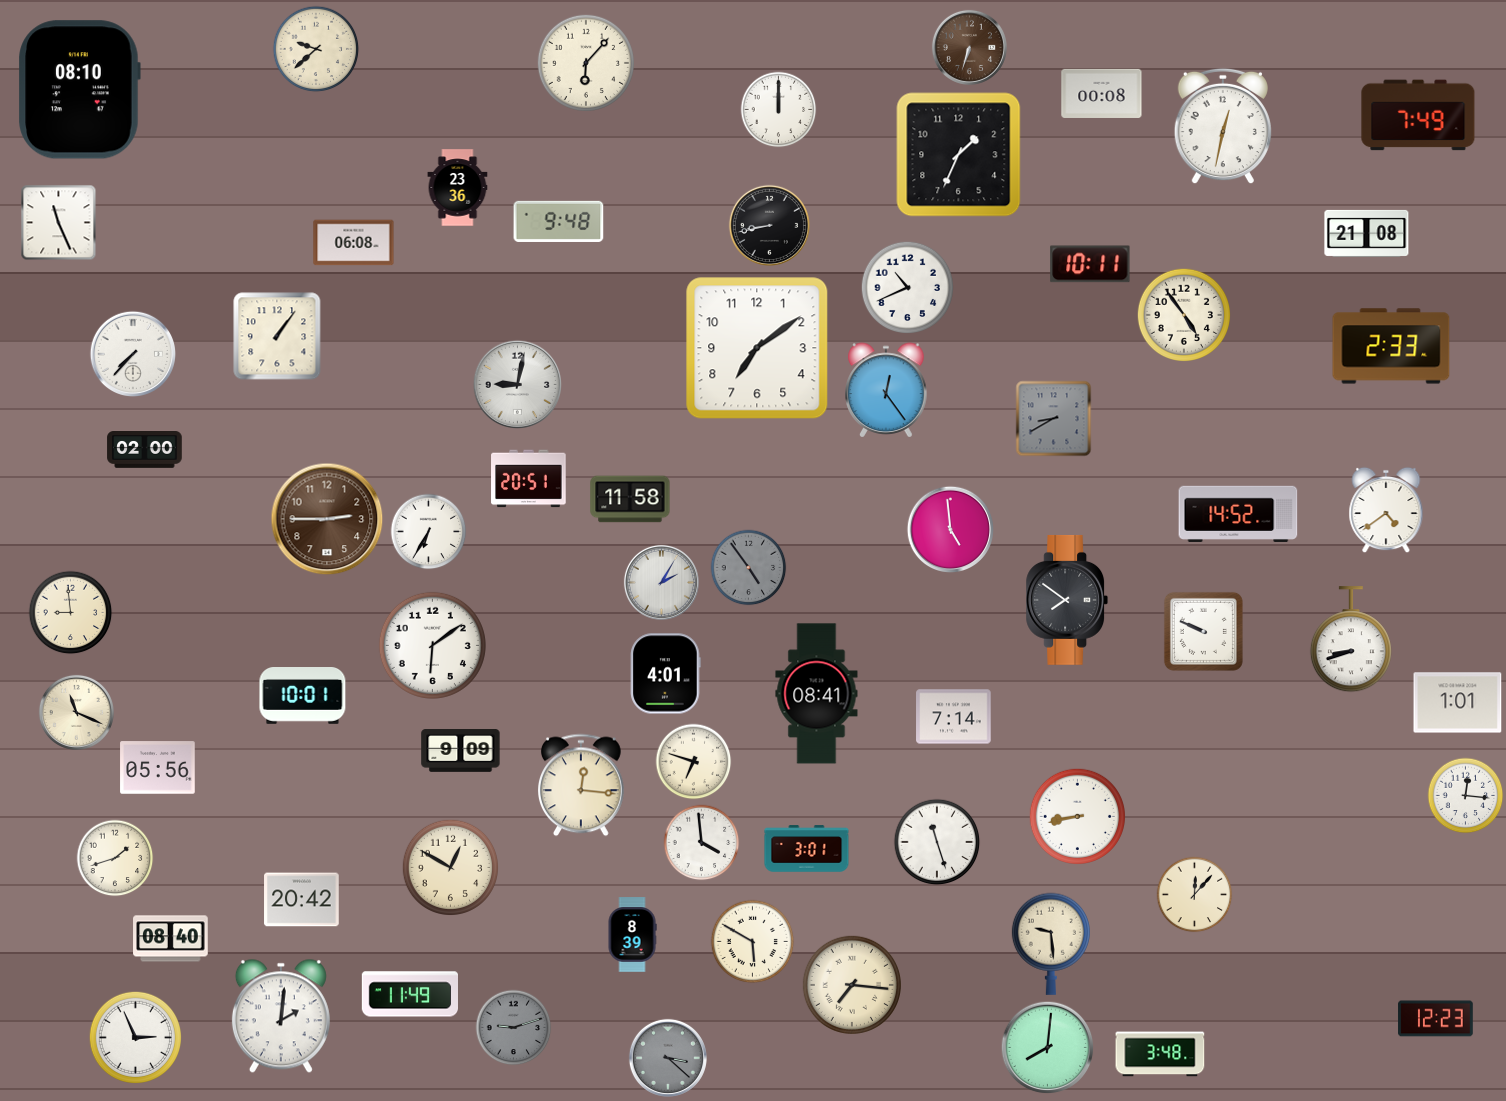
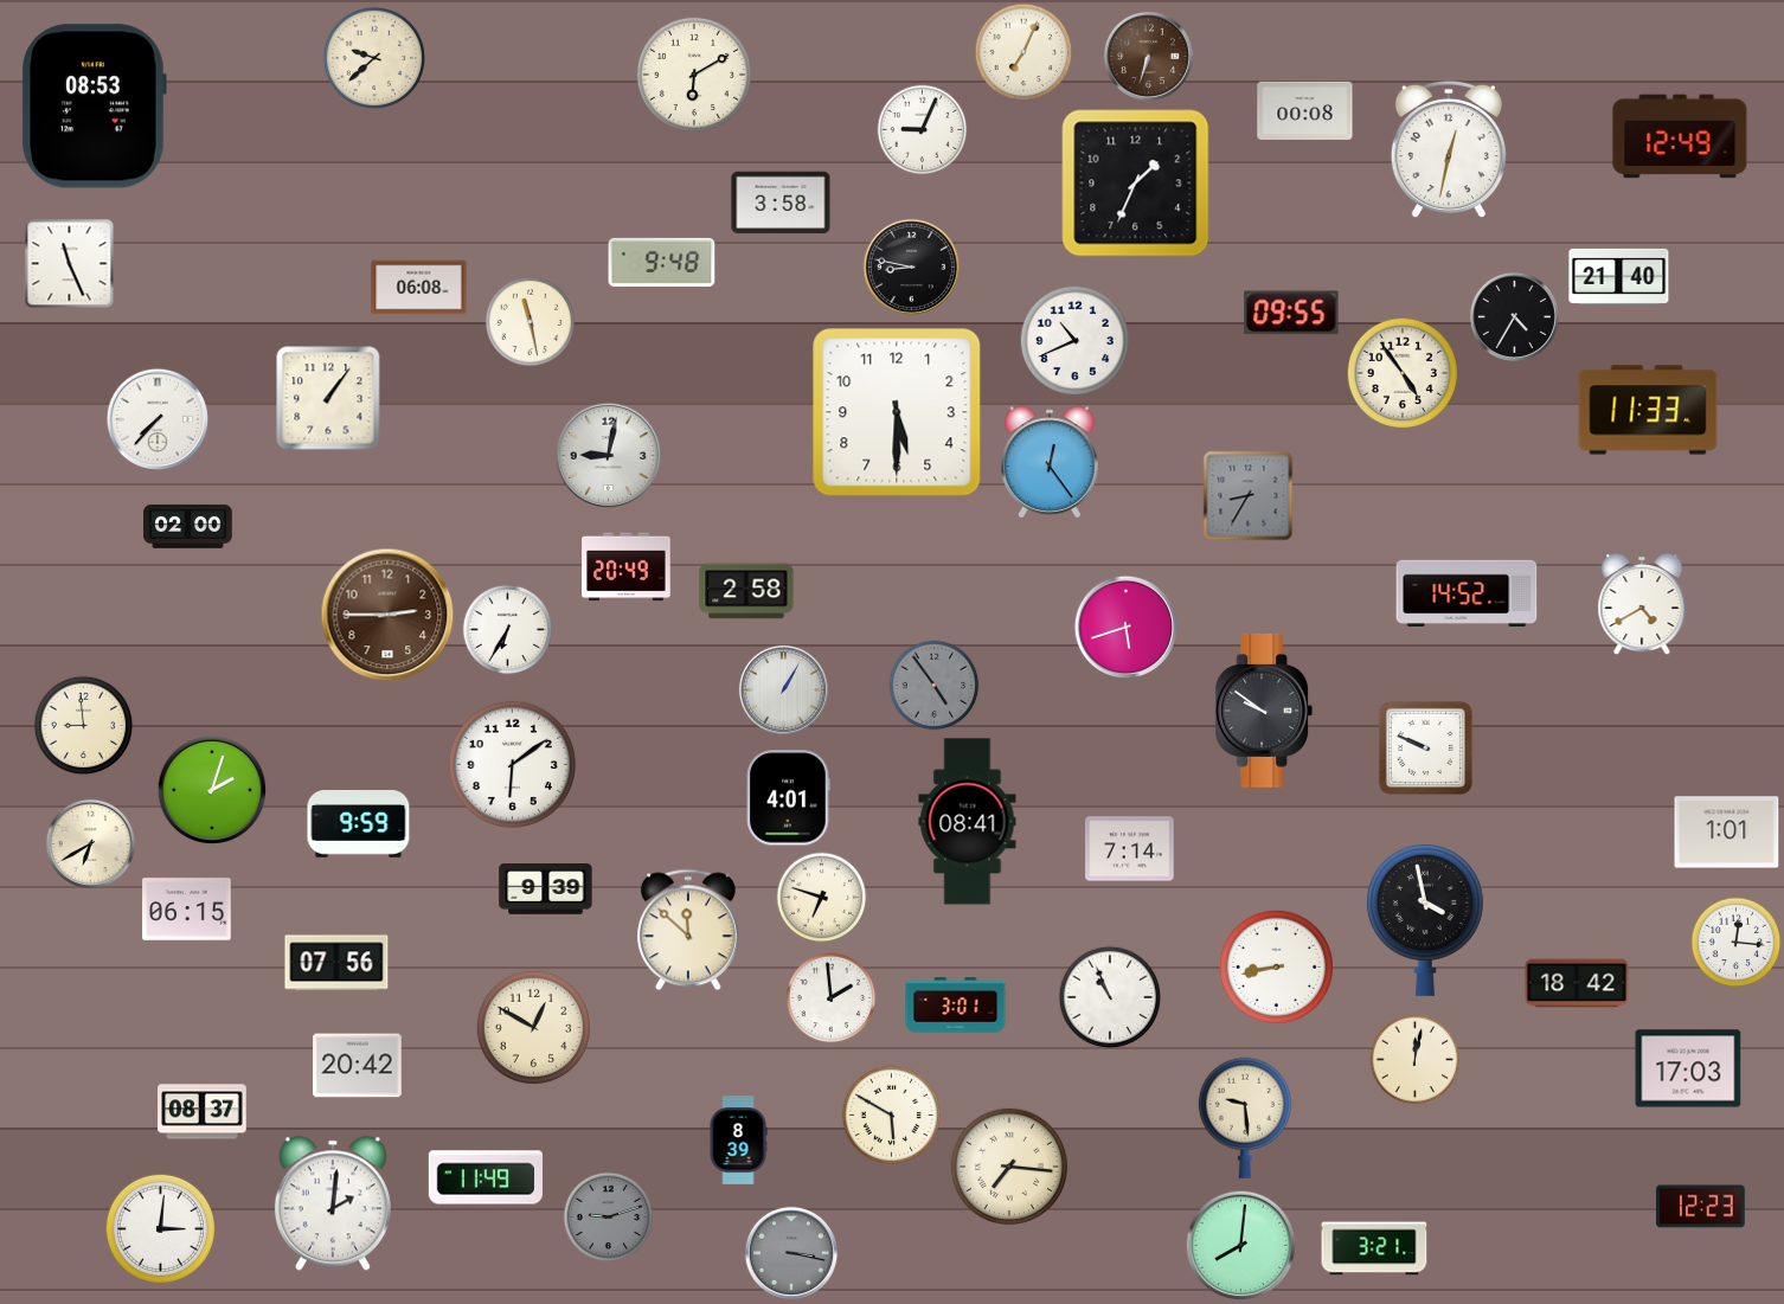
clock at (1023, 52): none -> 7:04
clock at (585, 62): 6:07 -> 6:10
clock at (79, 90): 08:10 -> 08:53
clock at (779, 110): 12:00 -> 9:04
clock at (1418, 115): 7:49 -> 12:49
clock at (781, 203): none -> 3:58
clock at (458, 188): 23:36 -> none
clock at (769, 225): 8:43 -> 8:47
clock at (1367, 233): 21:08 -> 21:40
clock at (1090, 264): 10:11 -> 09:55
clock at (1514, 316): none -> 4:35
clock at (531, 322): none -> 11:28
clock at (1391, 346): 2:33 -> 11:33
clock at (757, 348): 7:09 -> 5:30
clock at (518, 385) position: (518, 385) -> (609, 456)
clock at (1054, 419): 8:40 -> 8:35
clock at (145, 450) position: (145, 450) -> (188, 527)
clock at (529, 479): 20:51 -> 20:49
clock at (630, 499): 11:58 -> 2:58
clock at (1386, 510): 4:39 -> 4:40
clock at (1238, 514) position: (1238, 514) -> (1467, 593)
clock at (950, 529): 4:59 -> 5:42
clock at (749, 568) position: (749, 568) -> (935, 686)
clock at (661, 582): 2:05 -> 1:05
clock at (1067, 600): 7:51 -> 9:51
clock at (1351, 640): 8:42 -> none
clock at (212, 790): none -> 2:03
clock at (303, 696): 10:01 -> 9:59
clock at (76, 712): 11:19 -> 6:40
clock at (461, 751): 9:09 -> 9:39
clock at (694, 762) position: (694, 762) -> (822, 898)
clock at (158, 768): 05:56 -> 06:15
clock at (1425, 919): none -> 3:58
clock at (582, 785): 12:16 -> 11:52
clock at (336, 963): none -> 07:56
clock at (1577, 983): none -> 18:42
clock at (937, 842): 11:27 -> 10:56
clock at (702, 843): 3:59 -> 1:59
clock at (115, 858): 1:42 -> none
clock at (1195, 895): 12:07 -> 12:02
clock at (1688, 1068): none -> 17:03
clock at (632, 935) position: (632, 935) -> (738, 1141)
clock at (171, 939): 08:40 -> 08:37
clock at (136, 1038): 2:56 -> 3:01
clock at (1048, 1048) position: (1048, 1048) -> (1241, 1246)
clock at (1160, 1054): 3:48 -> 3:21
clock at (668, 1058): 3:22 -> 3:17
